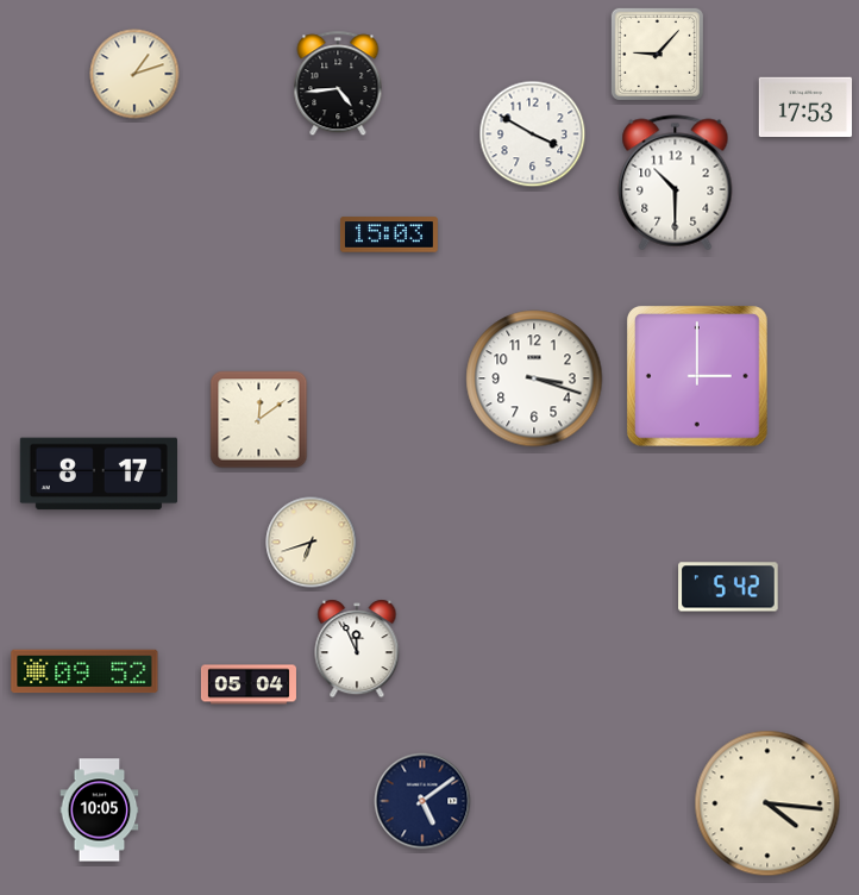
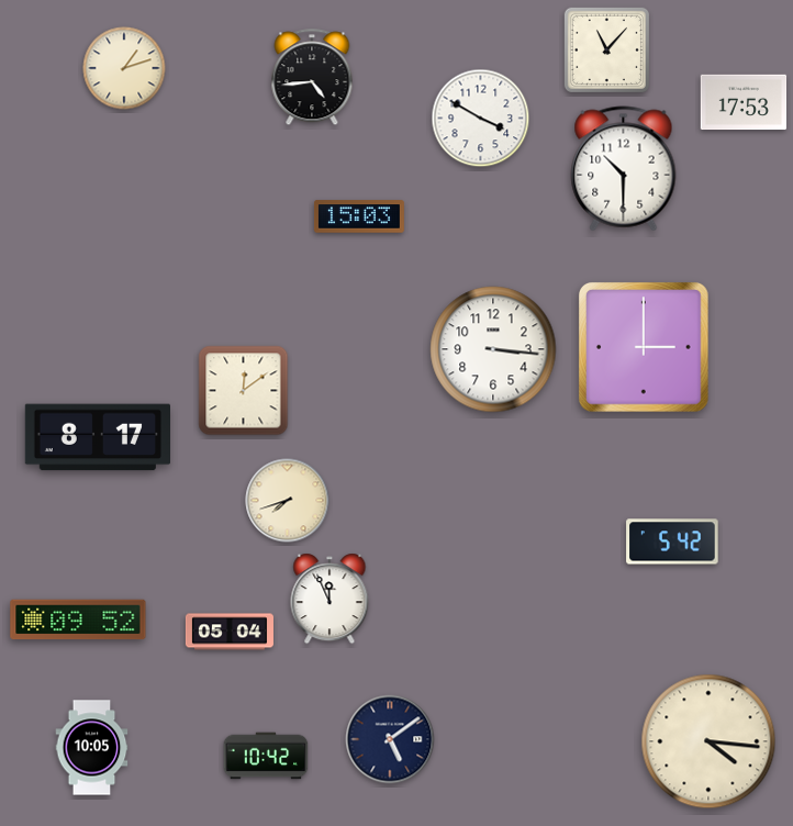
clock at (657, 54): 9:07 -> 11:07
clock at (805, 107) position: (805, 107) -> (744, 102)
clock at (533, 134) position: (533, 134) -> (481, 119)
clock at (534, 378): 3:18 -> 3:16
clock at (259, 420) position: (259, 420) -> (244, 391)
clock at (98, 474) position: (98, 474) -> (97, 437)
clock at (312, 543): 6:42 -> 7:42
clock at (266, 756): none -> 10:42
